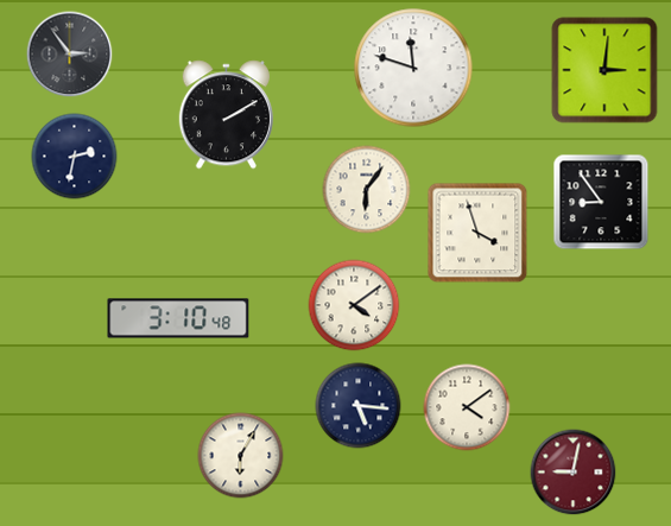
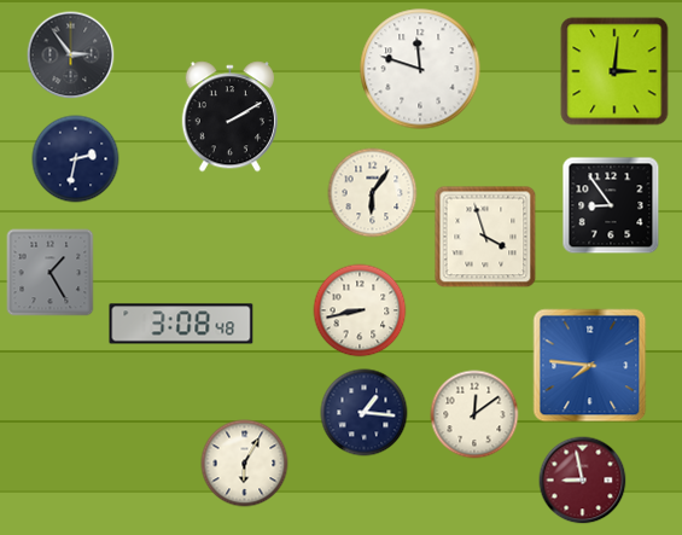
clock at (51, 273): none -> 1:25
clock at (354, 305): 4:09 -> 8:43
clock at (178, 318): 3:10 -> 3:08
clock at (590, 366): none -> 7:46
clock at (359, 406): 5:16 -> 1:16
clock at (467, 407): 4:09 -> 12:09
clock at (574, 473): 9:02 -> 8:58
